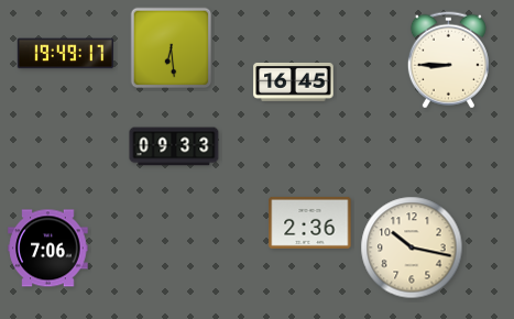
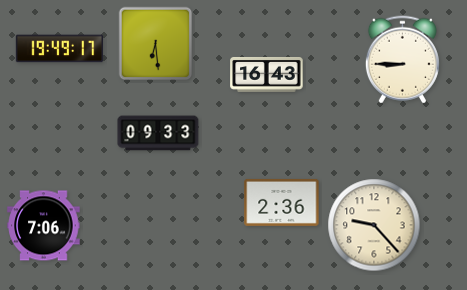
clock at (448, 61) position: (448, 61) -> (402, 60)
clock at (294, 81): 16:45 -> 16:43
clock at (412, 248): 10:17 -> 9:23
